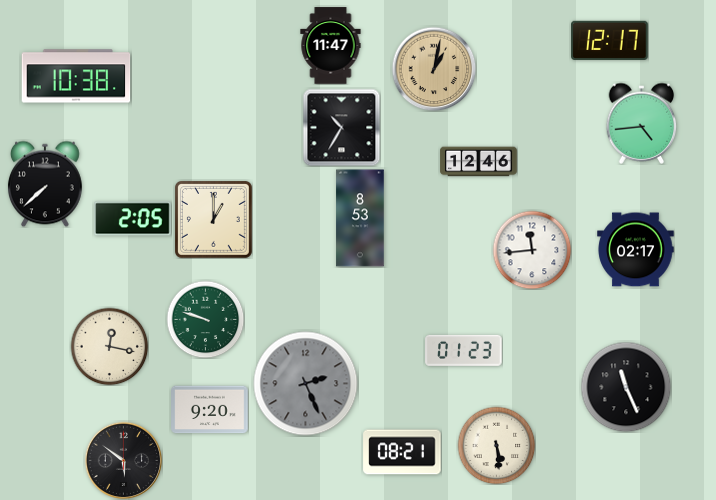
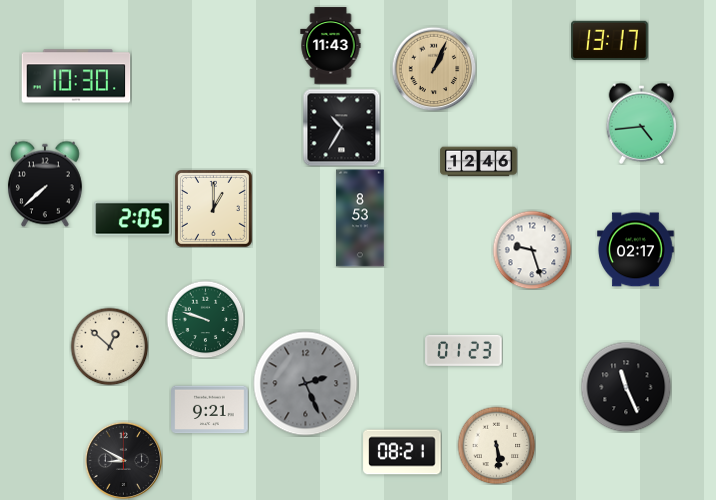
clock at (610, 40): 12:17 -> 13:17
clock at (331, 46): 11:47 -> 11:43
clock at (434, 69): 1:02 -> 1:04
clock at (76, 76): 10:38 -> 10:30
clock at (213, 219) position: (213, 219) -> (213, 208)
clock at (532, 250): 11:44 -> 9:27
clock at (109, 346): 12:17 -> 12:52
clock at (210, 410): 9:20 -> 9:21
clock at (123, 460): 5:51 -> 8:50
